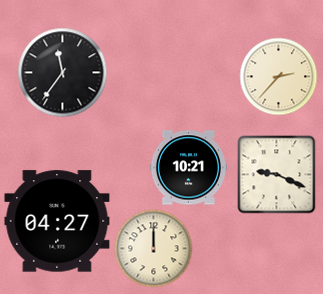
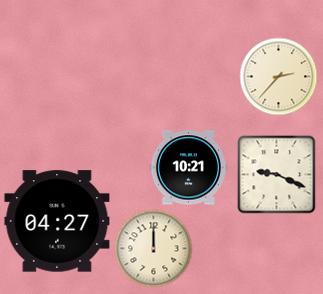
clock at (62, 72): 11:36 -> none
